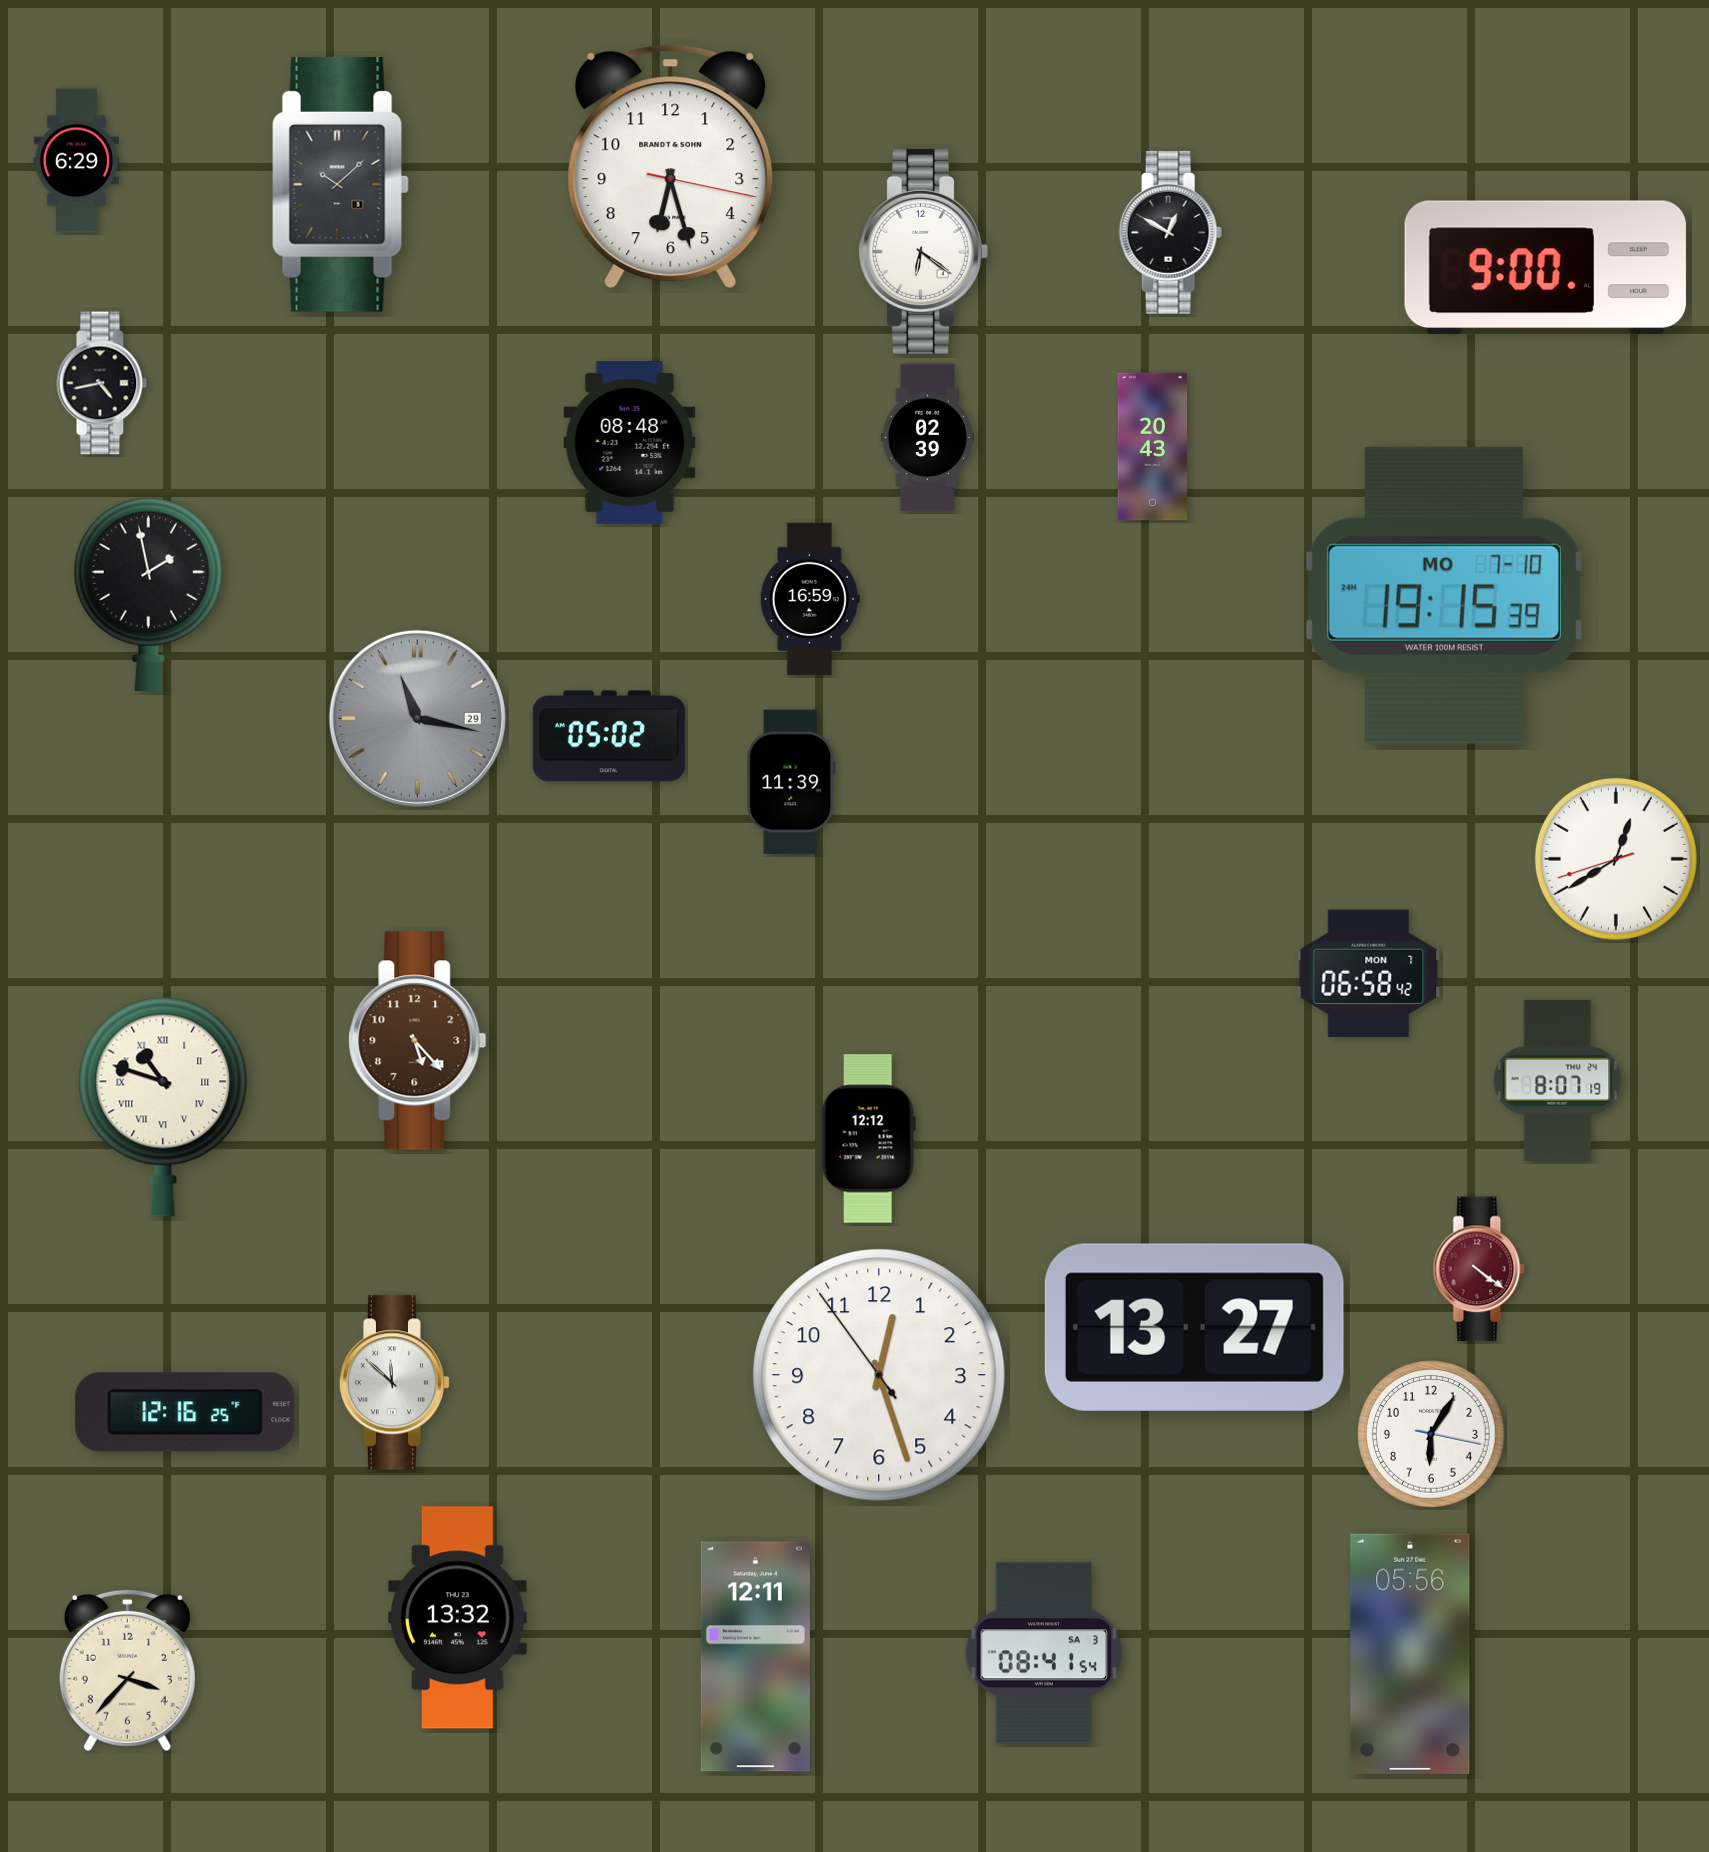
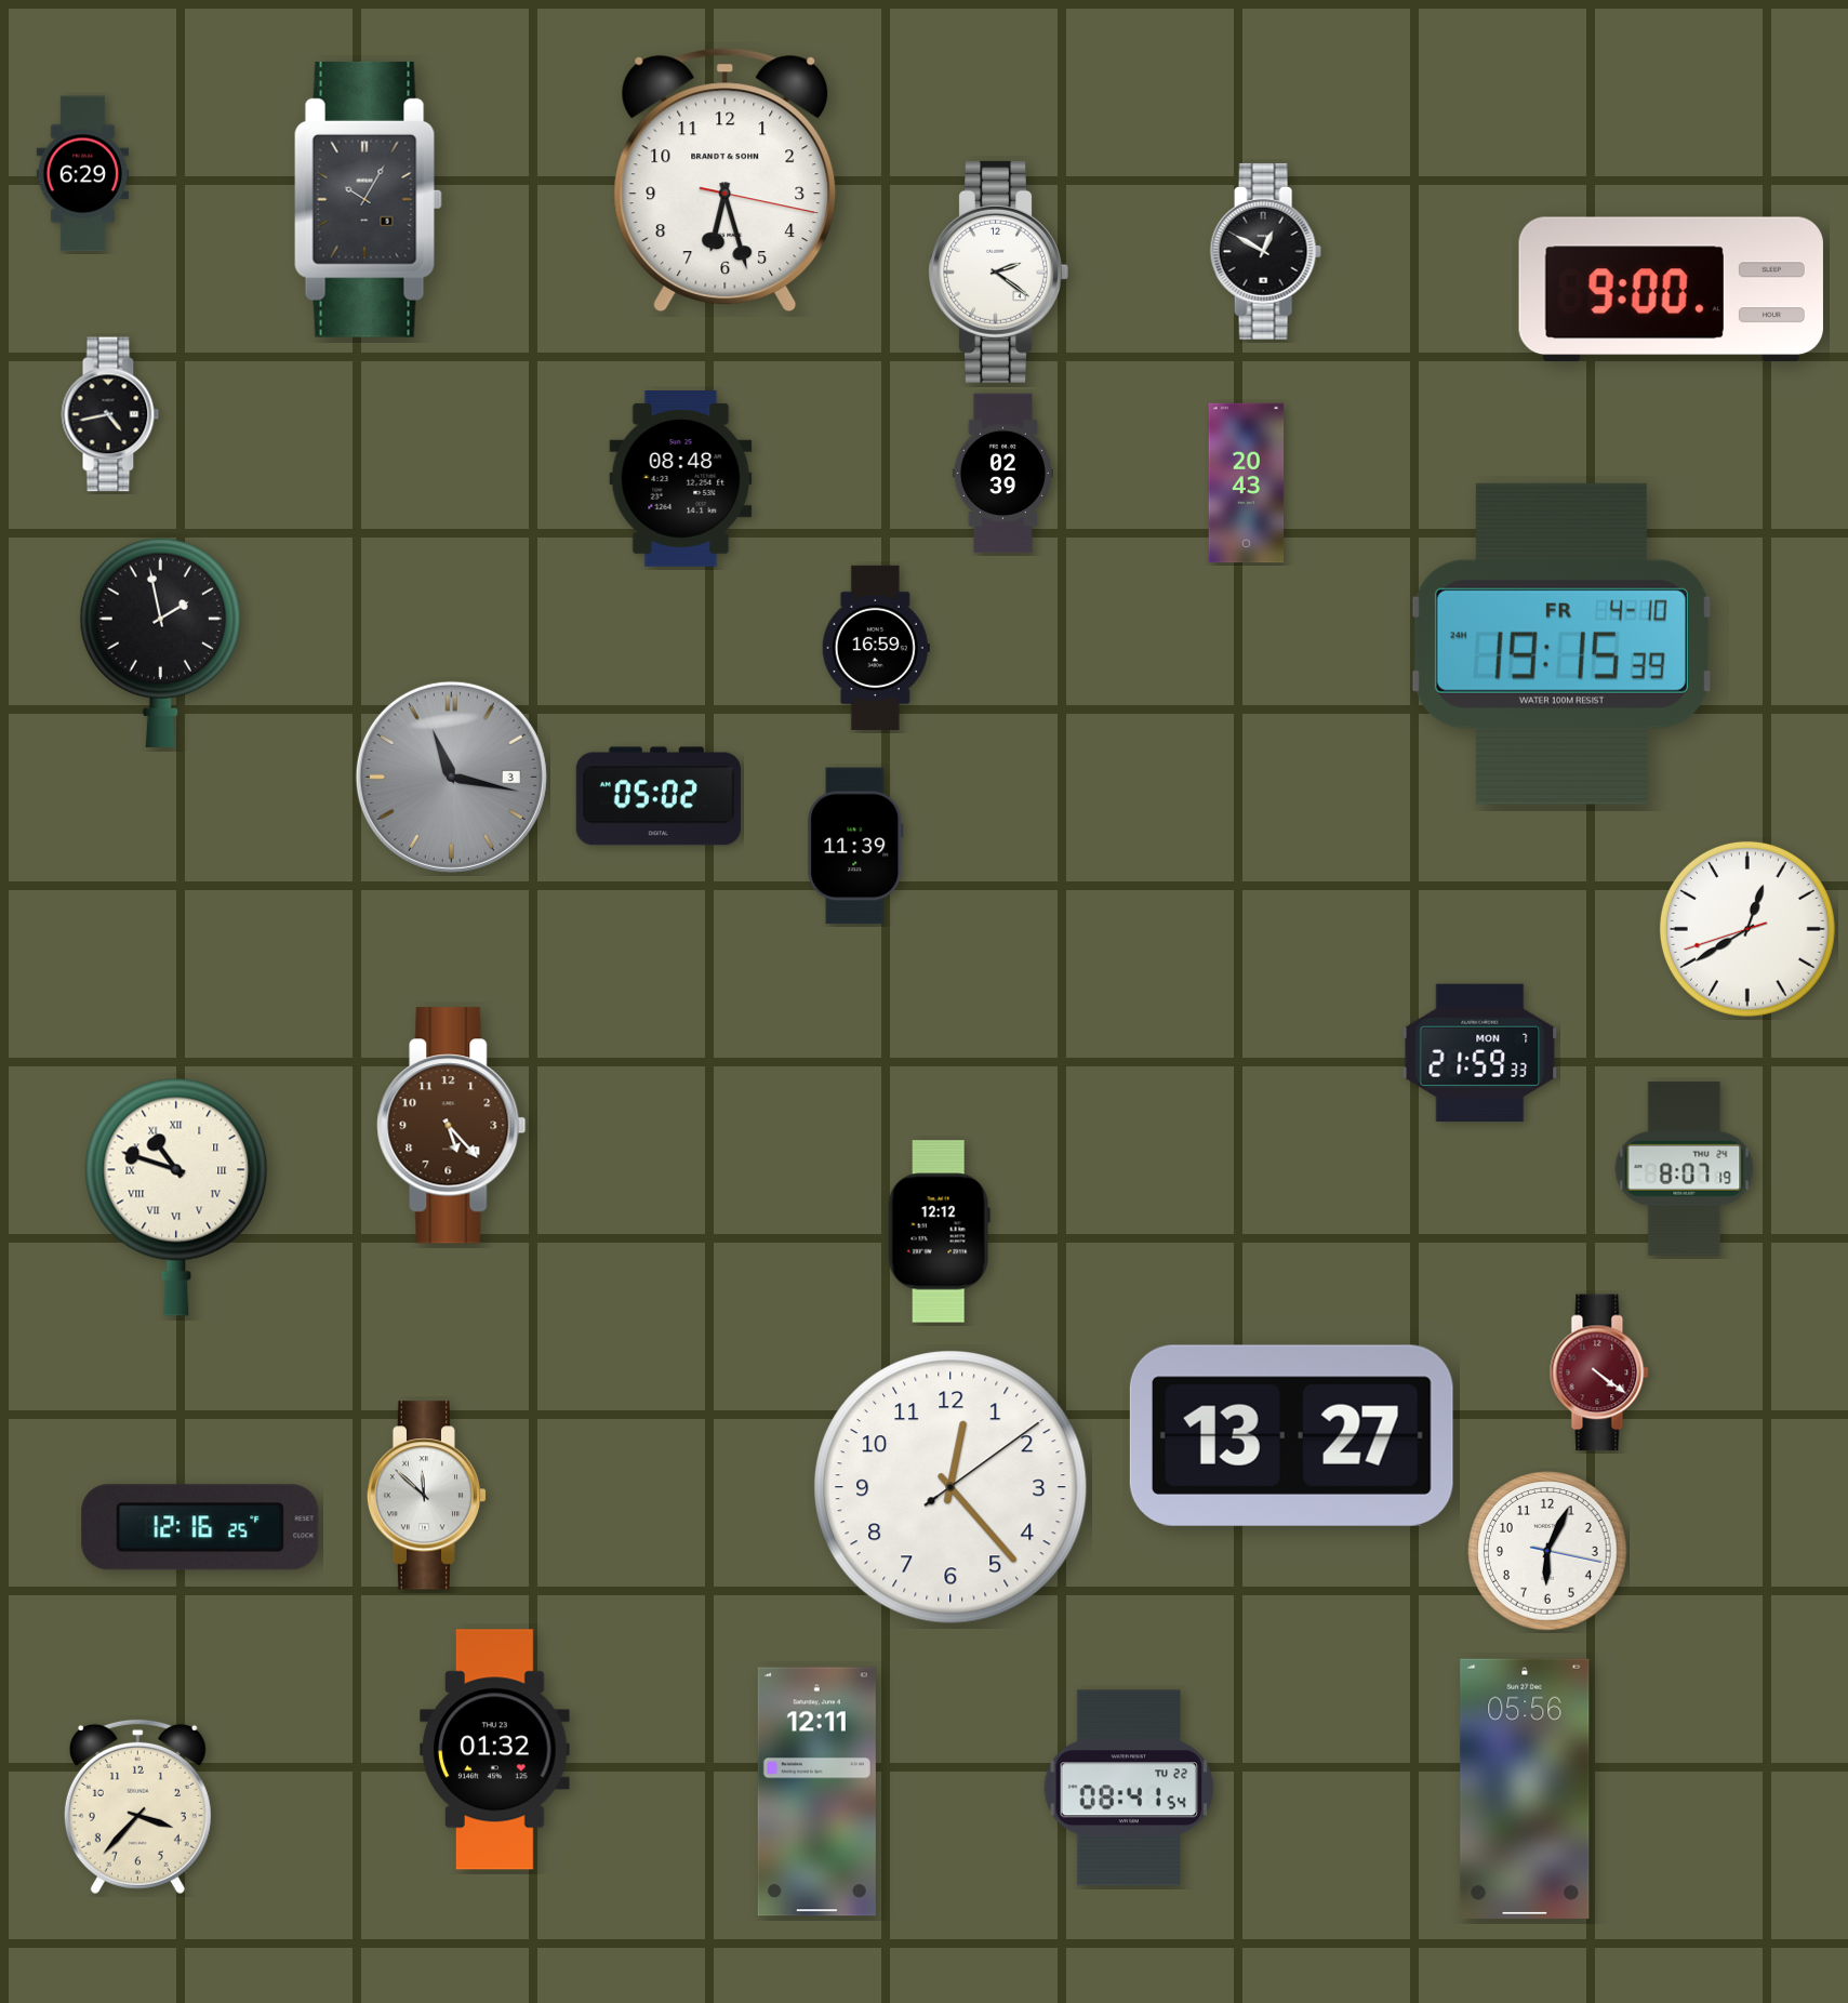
clock at (340, 184): 10:08 -> 10:05
clock at (923, 251): 6:21 -> 2:21
clock at (1444, 595) date: MO 7-10 -> FR 4-10
clock at (417, 718) date: 29 -> 3
clock at (1369, 973): 06:58 -> 21:59
clock at (879, 1375): 12:26 -> 12:23
clock at (1431, 1434): 6:05 -> 6:04
clock at (458, 1618): 13:32 -> 01:32
clock at (1044, 1653) date: SA 3 -> TU 22
